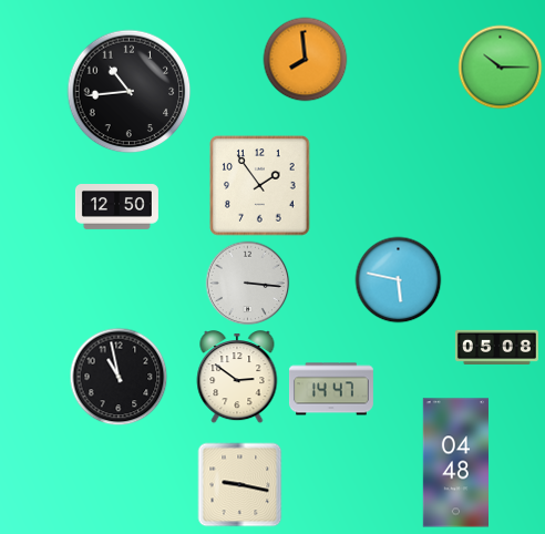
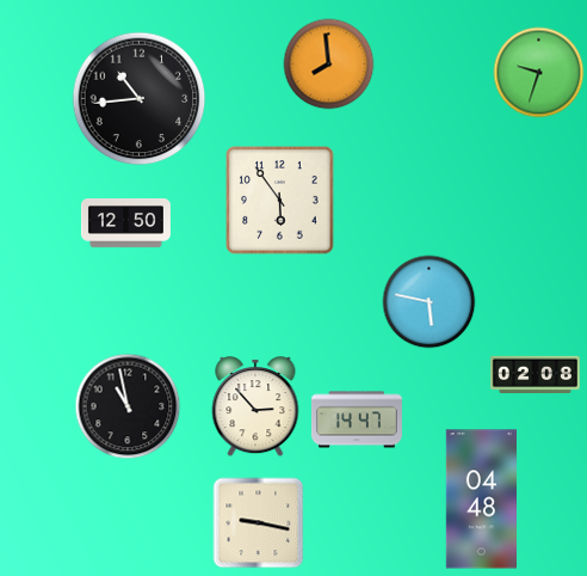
clock at (501, 68): 10:15 -> 9:33
clock at (260, 186): 1:54 -> 5:54
clock at (248, 284): 3:16 -> none
clock at (496, 347): 05:08 -> 02:08
clock at (237, 378): 2:51 -> 2:53
clock at (455, 463) position: (455, 463) -> (481, 500)
